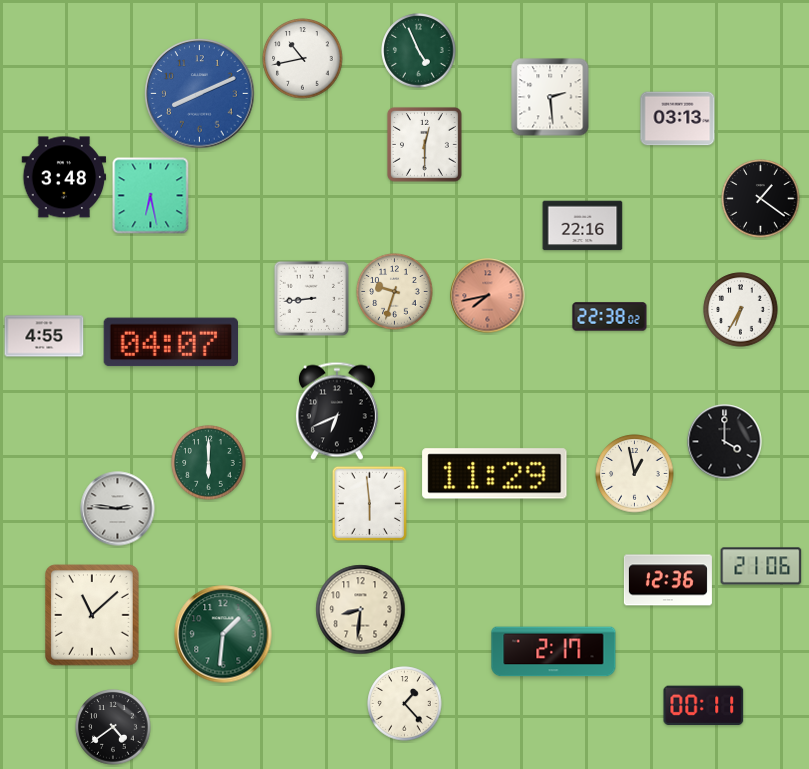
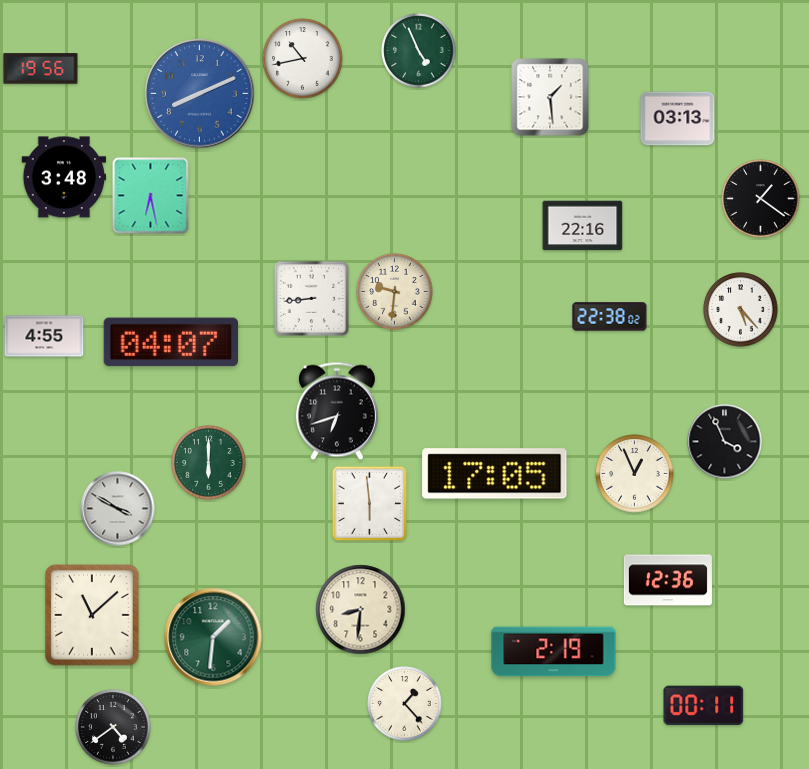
clock at (41, 69): none -> 19:56
clock at (550, 97): 2:29 -> 1:29
clock at (425, 145): 12:30 -> none
clock at (395, 292): 9:33 -> 9:31
clock at (488, 296): 7:43 -> none
clock at (741, 310): 6:35 -> 5:23
clock at (337, 411): 6:41 -> 6:42
clock at (725, 442): 4:00 -> 3:56
clock at (495, 474): 11:29 -> 17:05
clock at (635, 474): 12:58 -> 12:56
clock at (118, 509): 2:46 -> 3:50
clock at (761, 566): 21:06 -> none
clock at (223, 634) position: (223, 634) -> (213, 637)
clock at (554, 652): 2:17 -> 2:19
